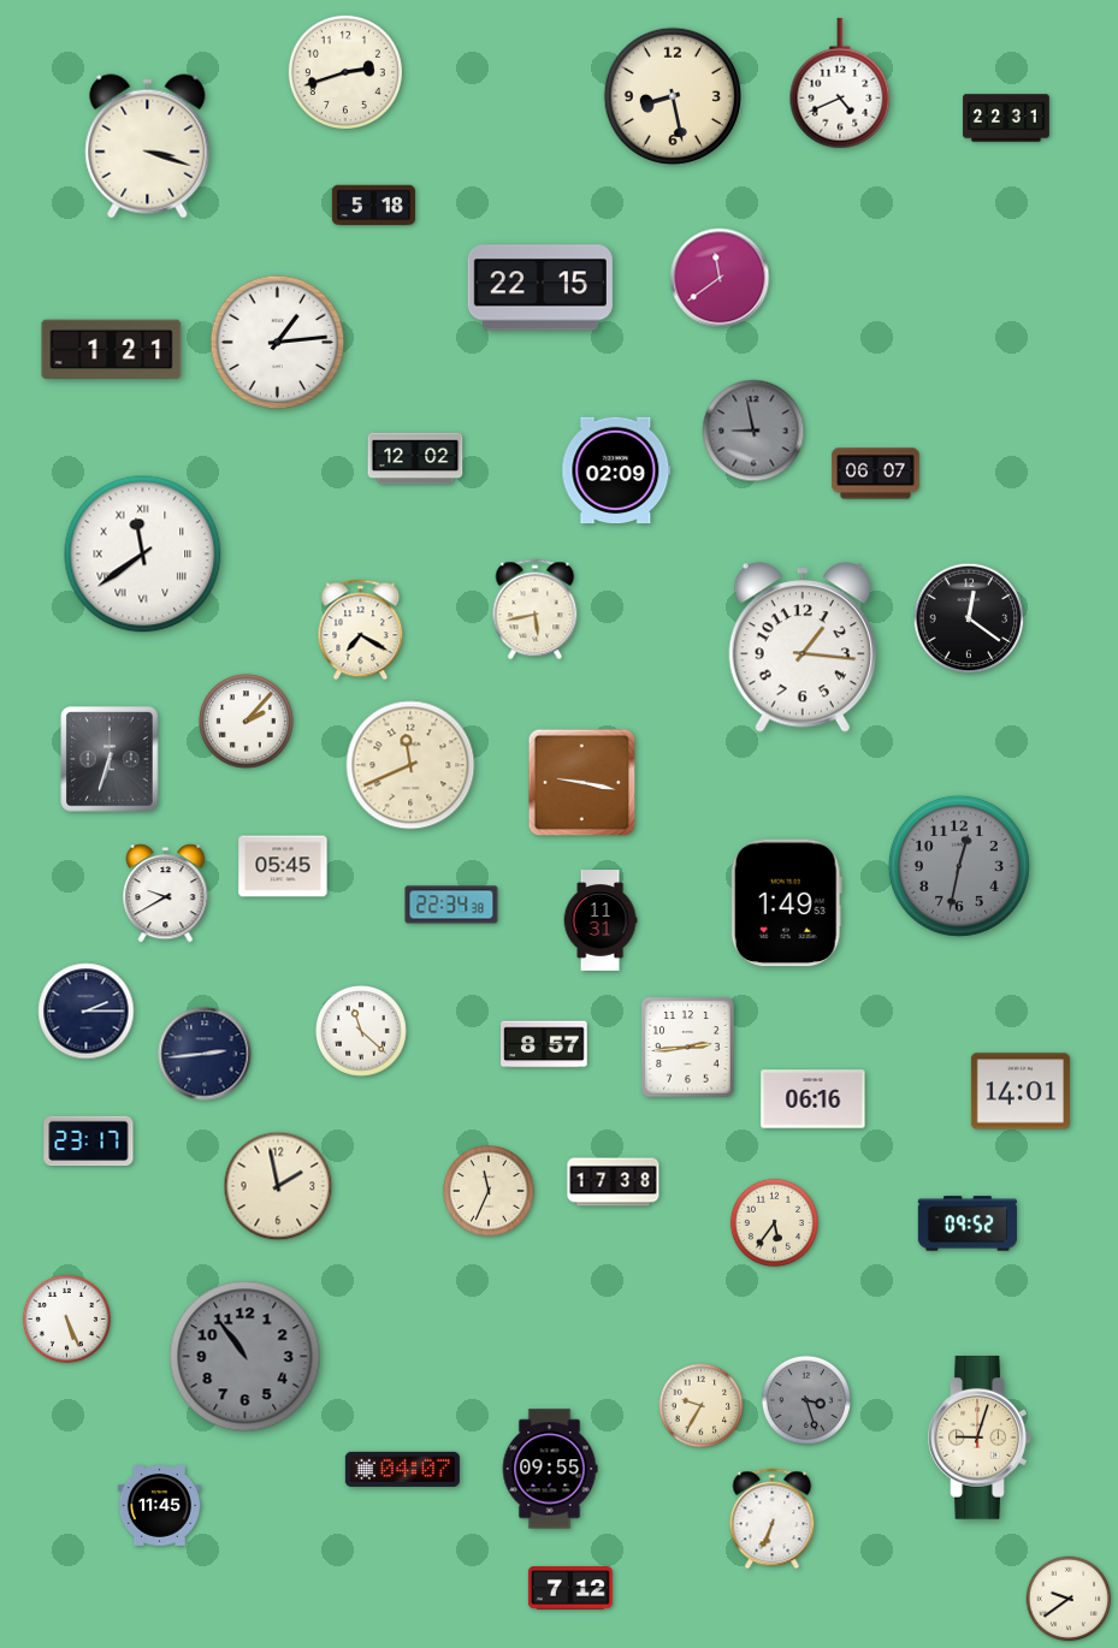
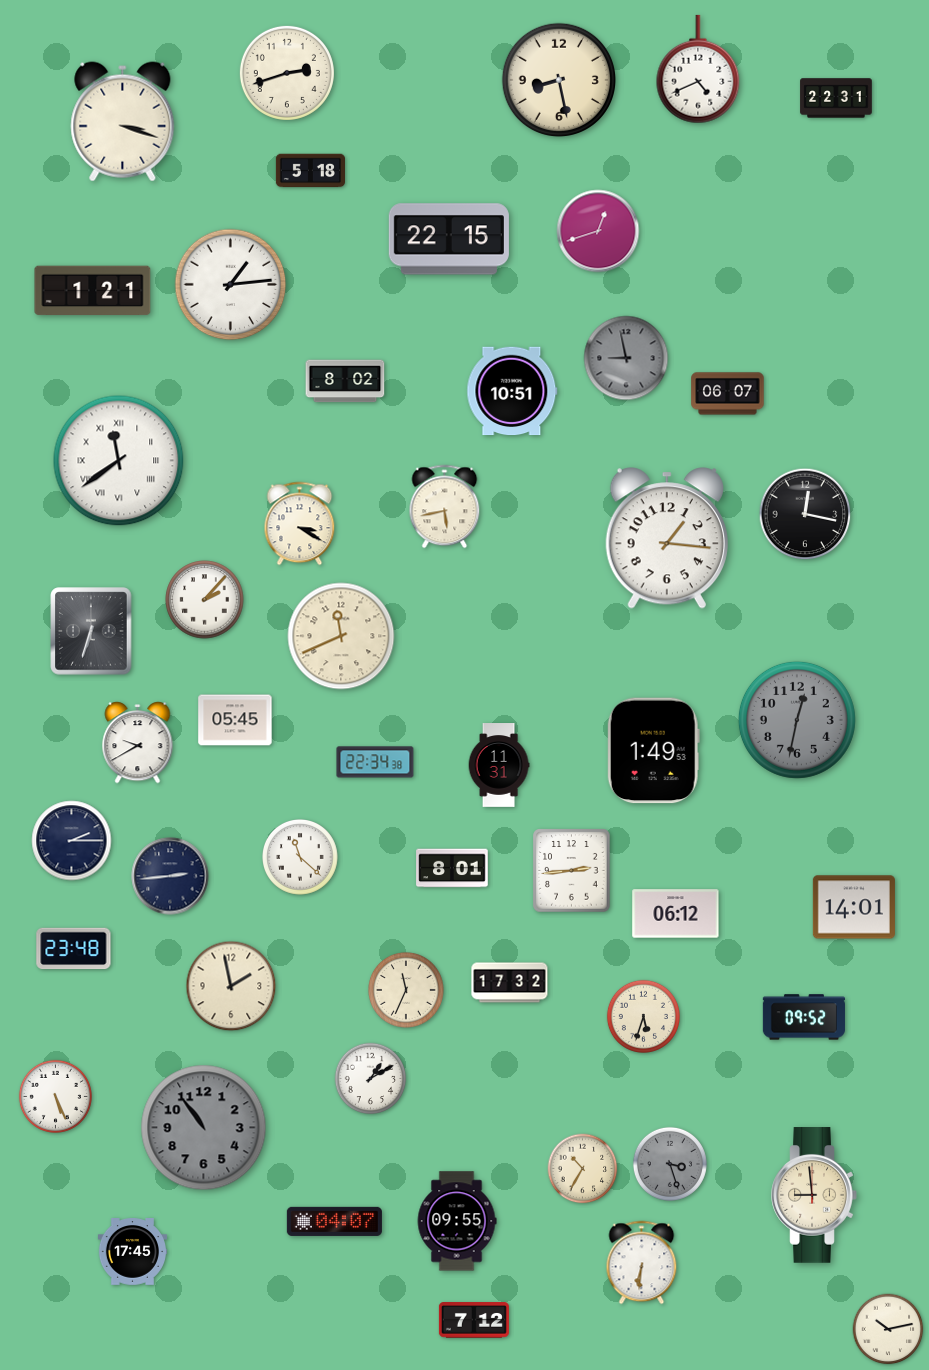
clock at (345, 72) position: (345, 72) -> (287, 73)
clock at (720, 278): 11:39 -> 12:42
clock at (415, 458): 12:02 -> 8:02
clock at (616, 470): 02:09 -> 10:51
clock at (969, 618): 12:21 -> 12:17
clock at (361, 630): 7:20 -> 3:20
clock at (582, 783): 9:17 -> none
clock at (451, 905) position: (451, 905) -> (375, 762)
clock at (544, 1044): 8:57 -> 8:01
clock at (1021, 1091) position: (1021, 1091) -> (854, 907)
clock at (814, 1099): 06:16 -> 06:12
clock at (89, 1142): 23:17 -> 23:48
clock at (614, 1182): 17:38 -> 17:32
clock at (774, 1222): 5:36 -> 5:33
clock at (371, 1079): none -> 1:10
clock at (702, 1406): 9:35 -> 10:35
clock at (980, 1437): 9:03 -> 8:59
clock at (159, 1506): 11:45 -> 17:45
clock at (773, 1519): 6:34 -> 6:31
clock at (1069, 1599): 9:39 -> 10:13
